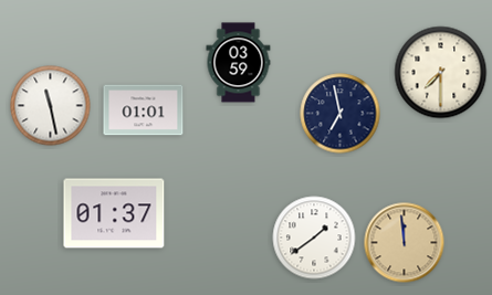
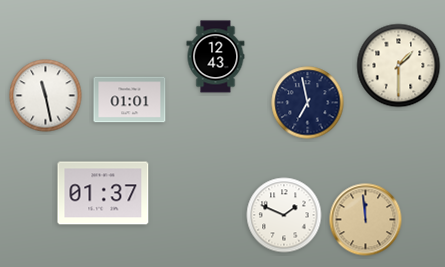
clock at (239, 63): 03:59 -> 12:43
clock at (441, 73): 7:30 -> 1:30
clock at (314, 238): 1:39 -> 1:49
